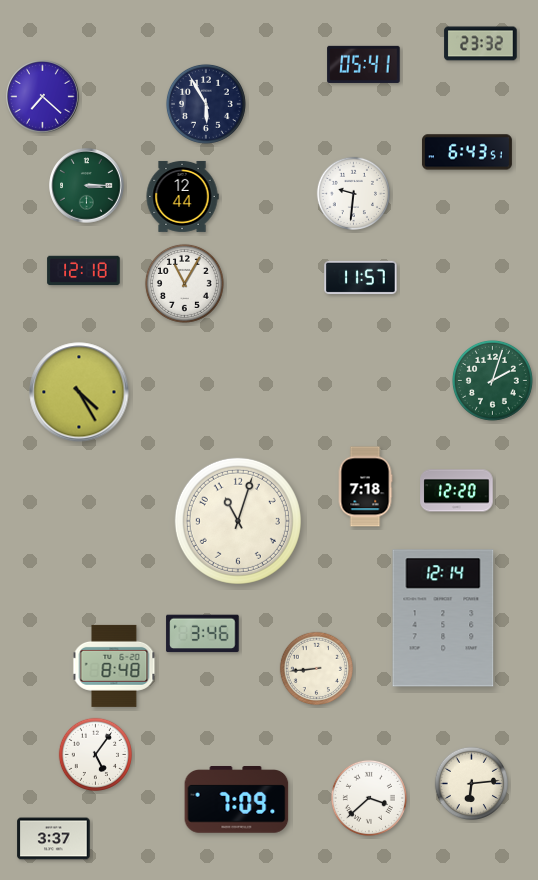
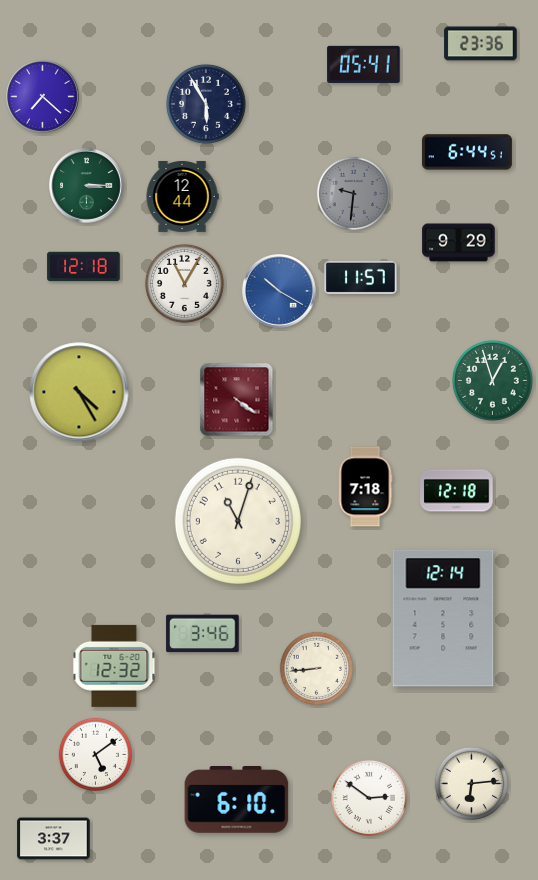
clock at (481, 44): 23:32 -> 23:36
clock at (467, 152): 6:43 -> 6:44
clock at (353, 193) dial: white -> grey
clock at (459, 243): none -> 9:29
clock at (84, 271) position: (84, 271) -> (84, 267)
clock at (279, 291): none -> 10:20
clock at (492, 380): 2:03 -> 12:57
clock at (237, 400): none -> 4:21
clock at (457, 491): 12:20 -> 12:18
clock at (114, 666): 8:48 -> 12:32
clock at (95, 754): 5:06 -> 5:09
clock at (369, 798): 3:38 -> 2:51
clock at (237, 800): 7:09 -> 6:10
